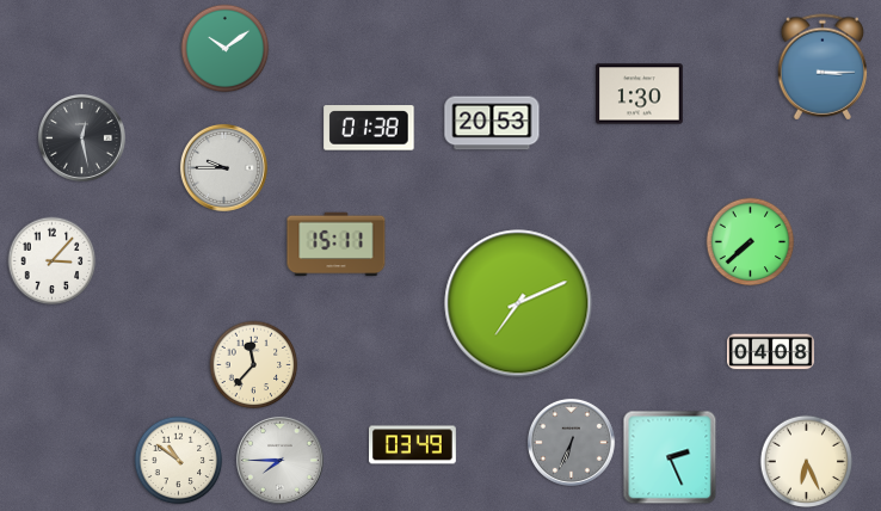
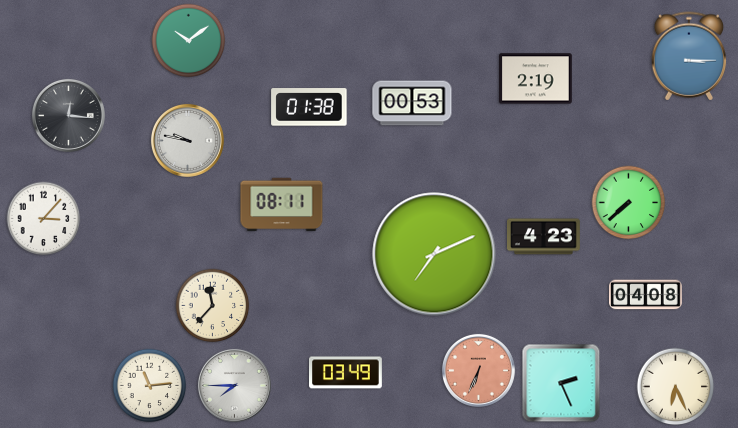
clock at (640, 94): 1:30 -> 2:19
clock at (492, 123): 20:53 -> 00:53
clock at (81, 137): 12:28 -> 12:16
clock at (223, 167): 9:45 -> 9:47
clock at (337, 245): 15:11 -> 08:11
clock at (544, 237): none -> 4:23
clock at (571, 442) dial: grey -> salmon
clock at (179, 461): 10:51 -> 11:14
